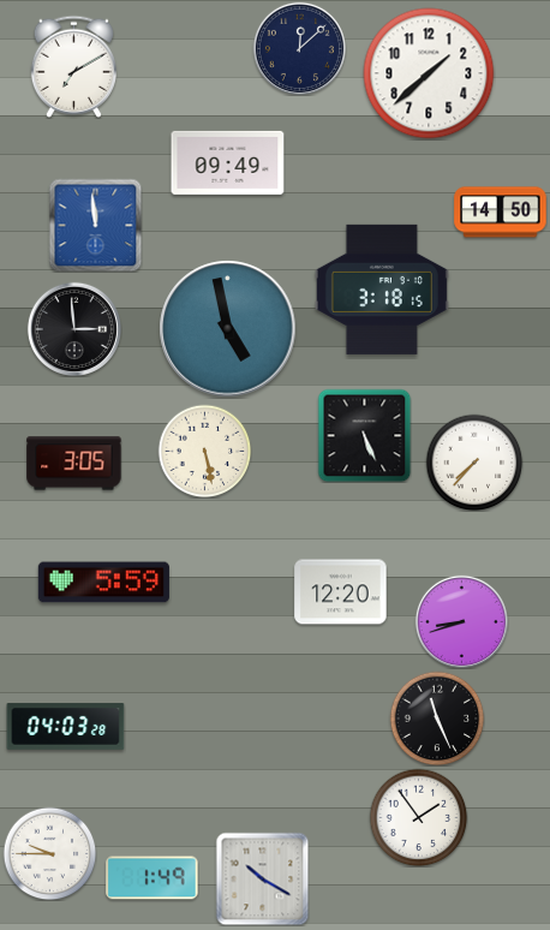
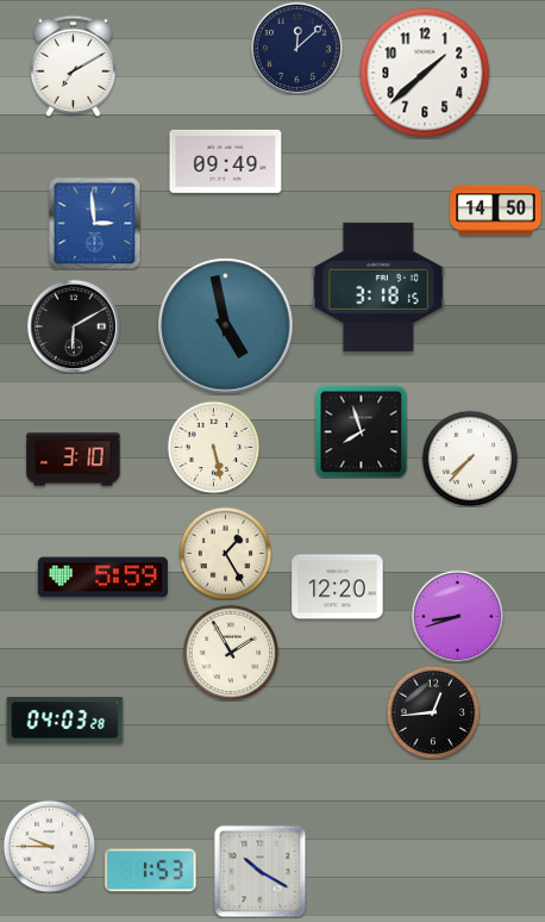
clock at (95, 225): 11:59 -> 2:59
clock at (74, 329): 2:59 -> 6:10
clock at (364, 435): 5:26 -> 7:57
clock at (204, 451) position: (204, 451) -> (213, 447)
clock at (74, 464): 3:05 -> 3:10
clock at (225, 553): none -> 1:25
clock at (231, 653): none -> 1:55
clock at (437, 719): 11:26 -> 12:44
clock at (418, 817): 1:54 -> none
clock at (153, 878): 1:49 -> 1:53
